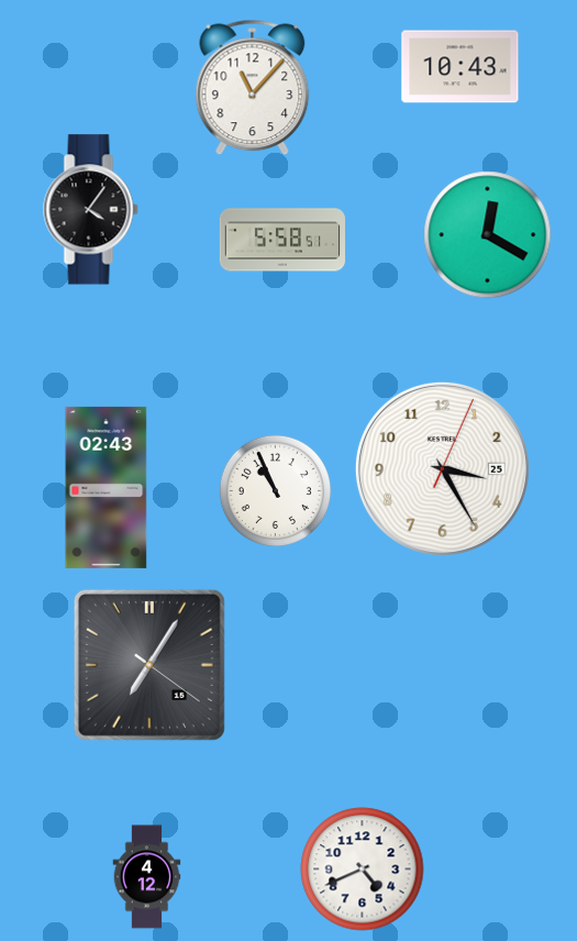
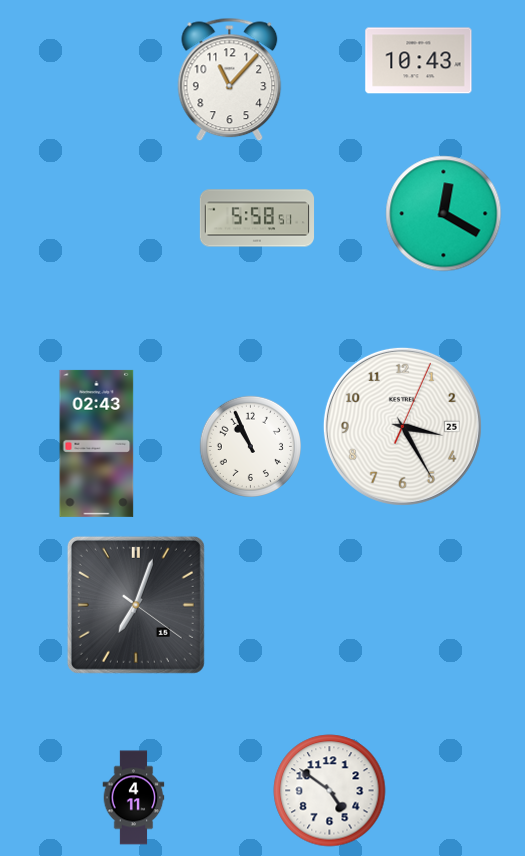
clock at (91, 210): 4:06 -> none
clock at (149, 665): 7:05 -> 7:03
clock at (363, 870): 4:41 -> 4:51
clock at (147, 877): 4:12 -> 4:11
